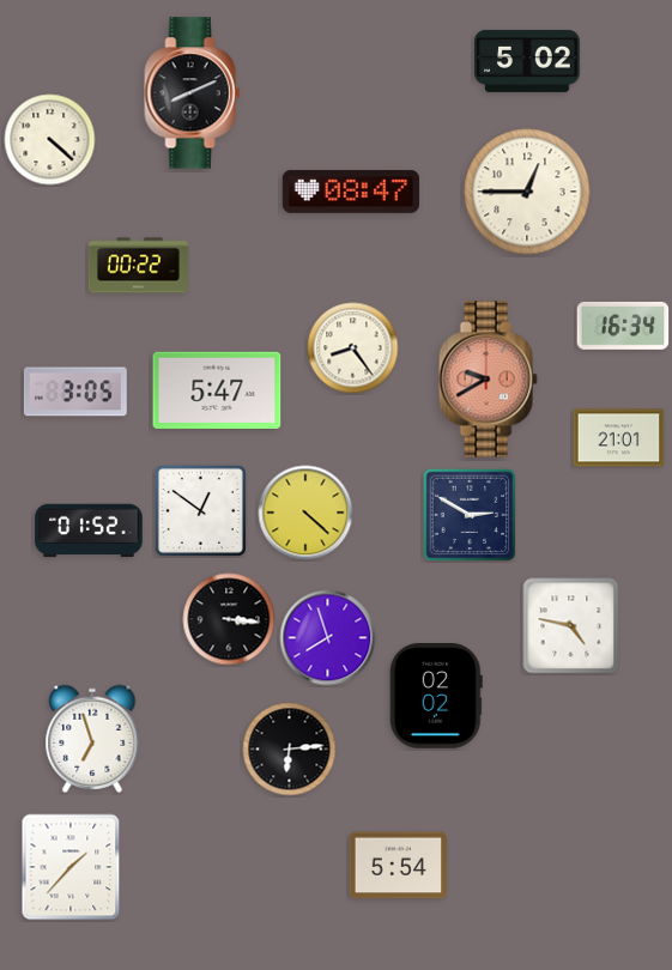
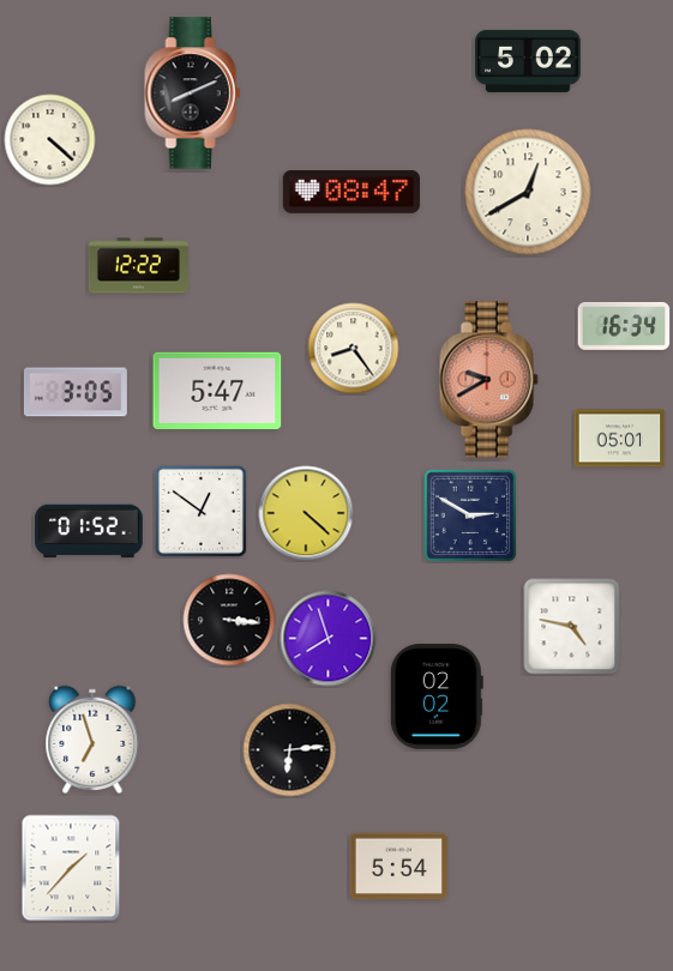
clock at (527, 192): 12:45 -> 12:40
clock at (138, 266): 00:22 -> 12:22
clock at (619, 438): 21:01 -> 05:01
